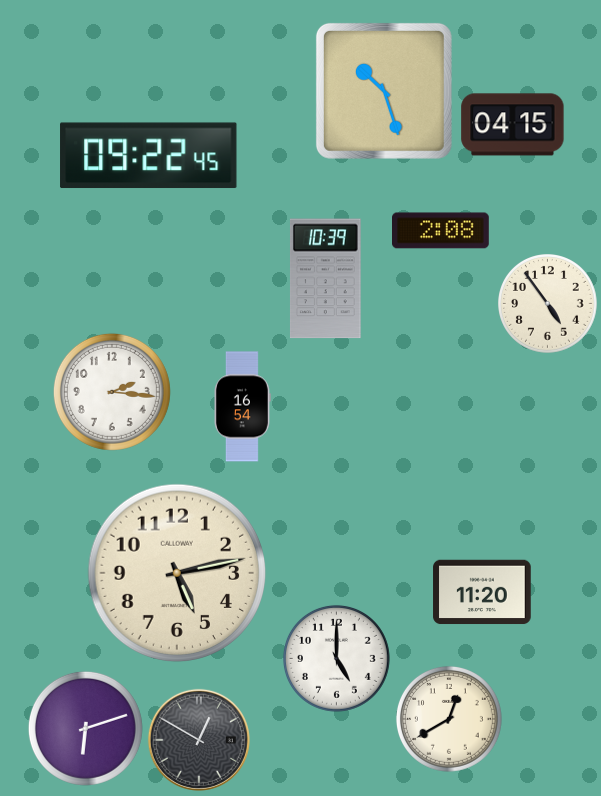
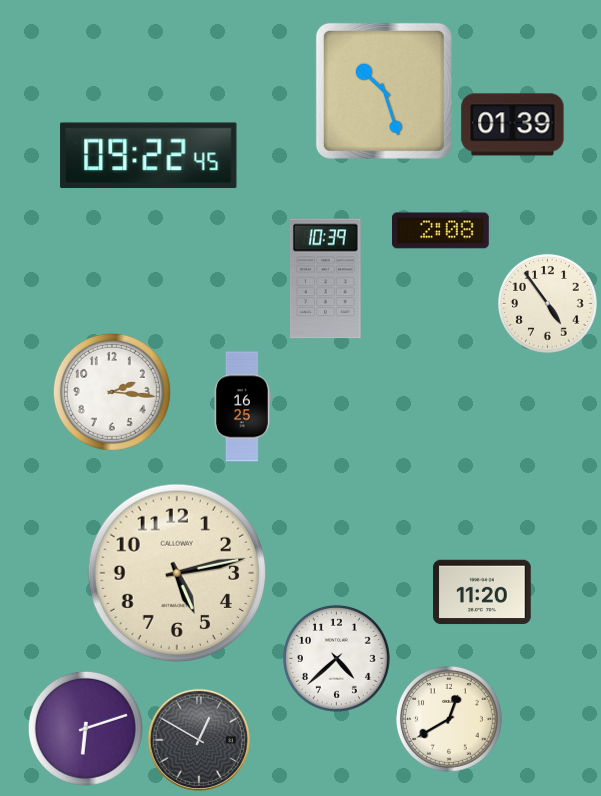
clock at (513, 125): 04:15 -> 01:39
clock at (243, 407): 16:54 -> 16:25
clock at (336, 658): 5:00 -> 4:38
